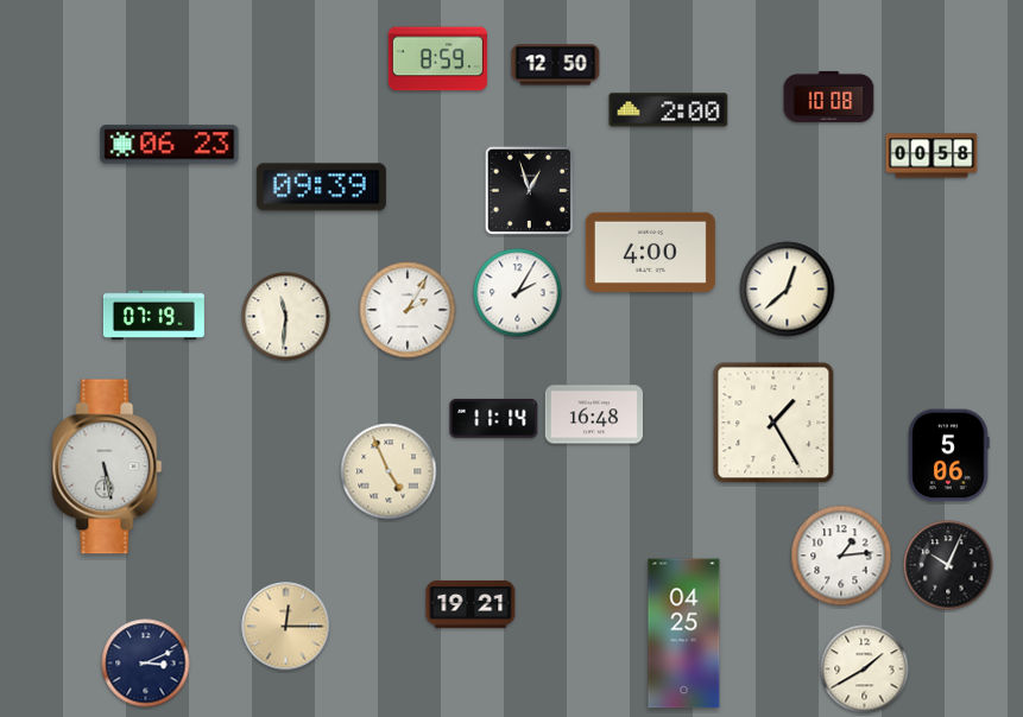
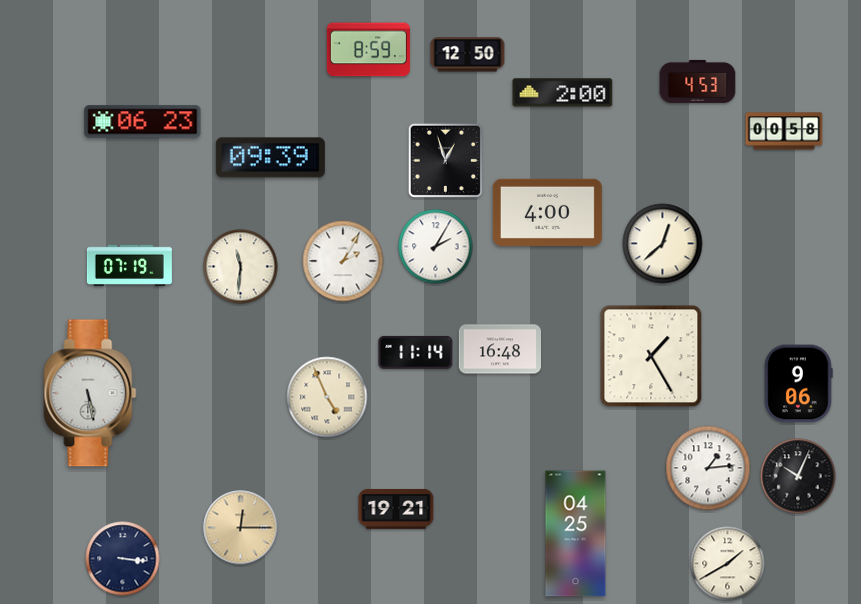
clock at (829, 96): 10:08 -> 4:53
clock at (949, 456): 5:06 -> 9:06
clock at (146, 664): 3:11 -> 3:16
